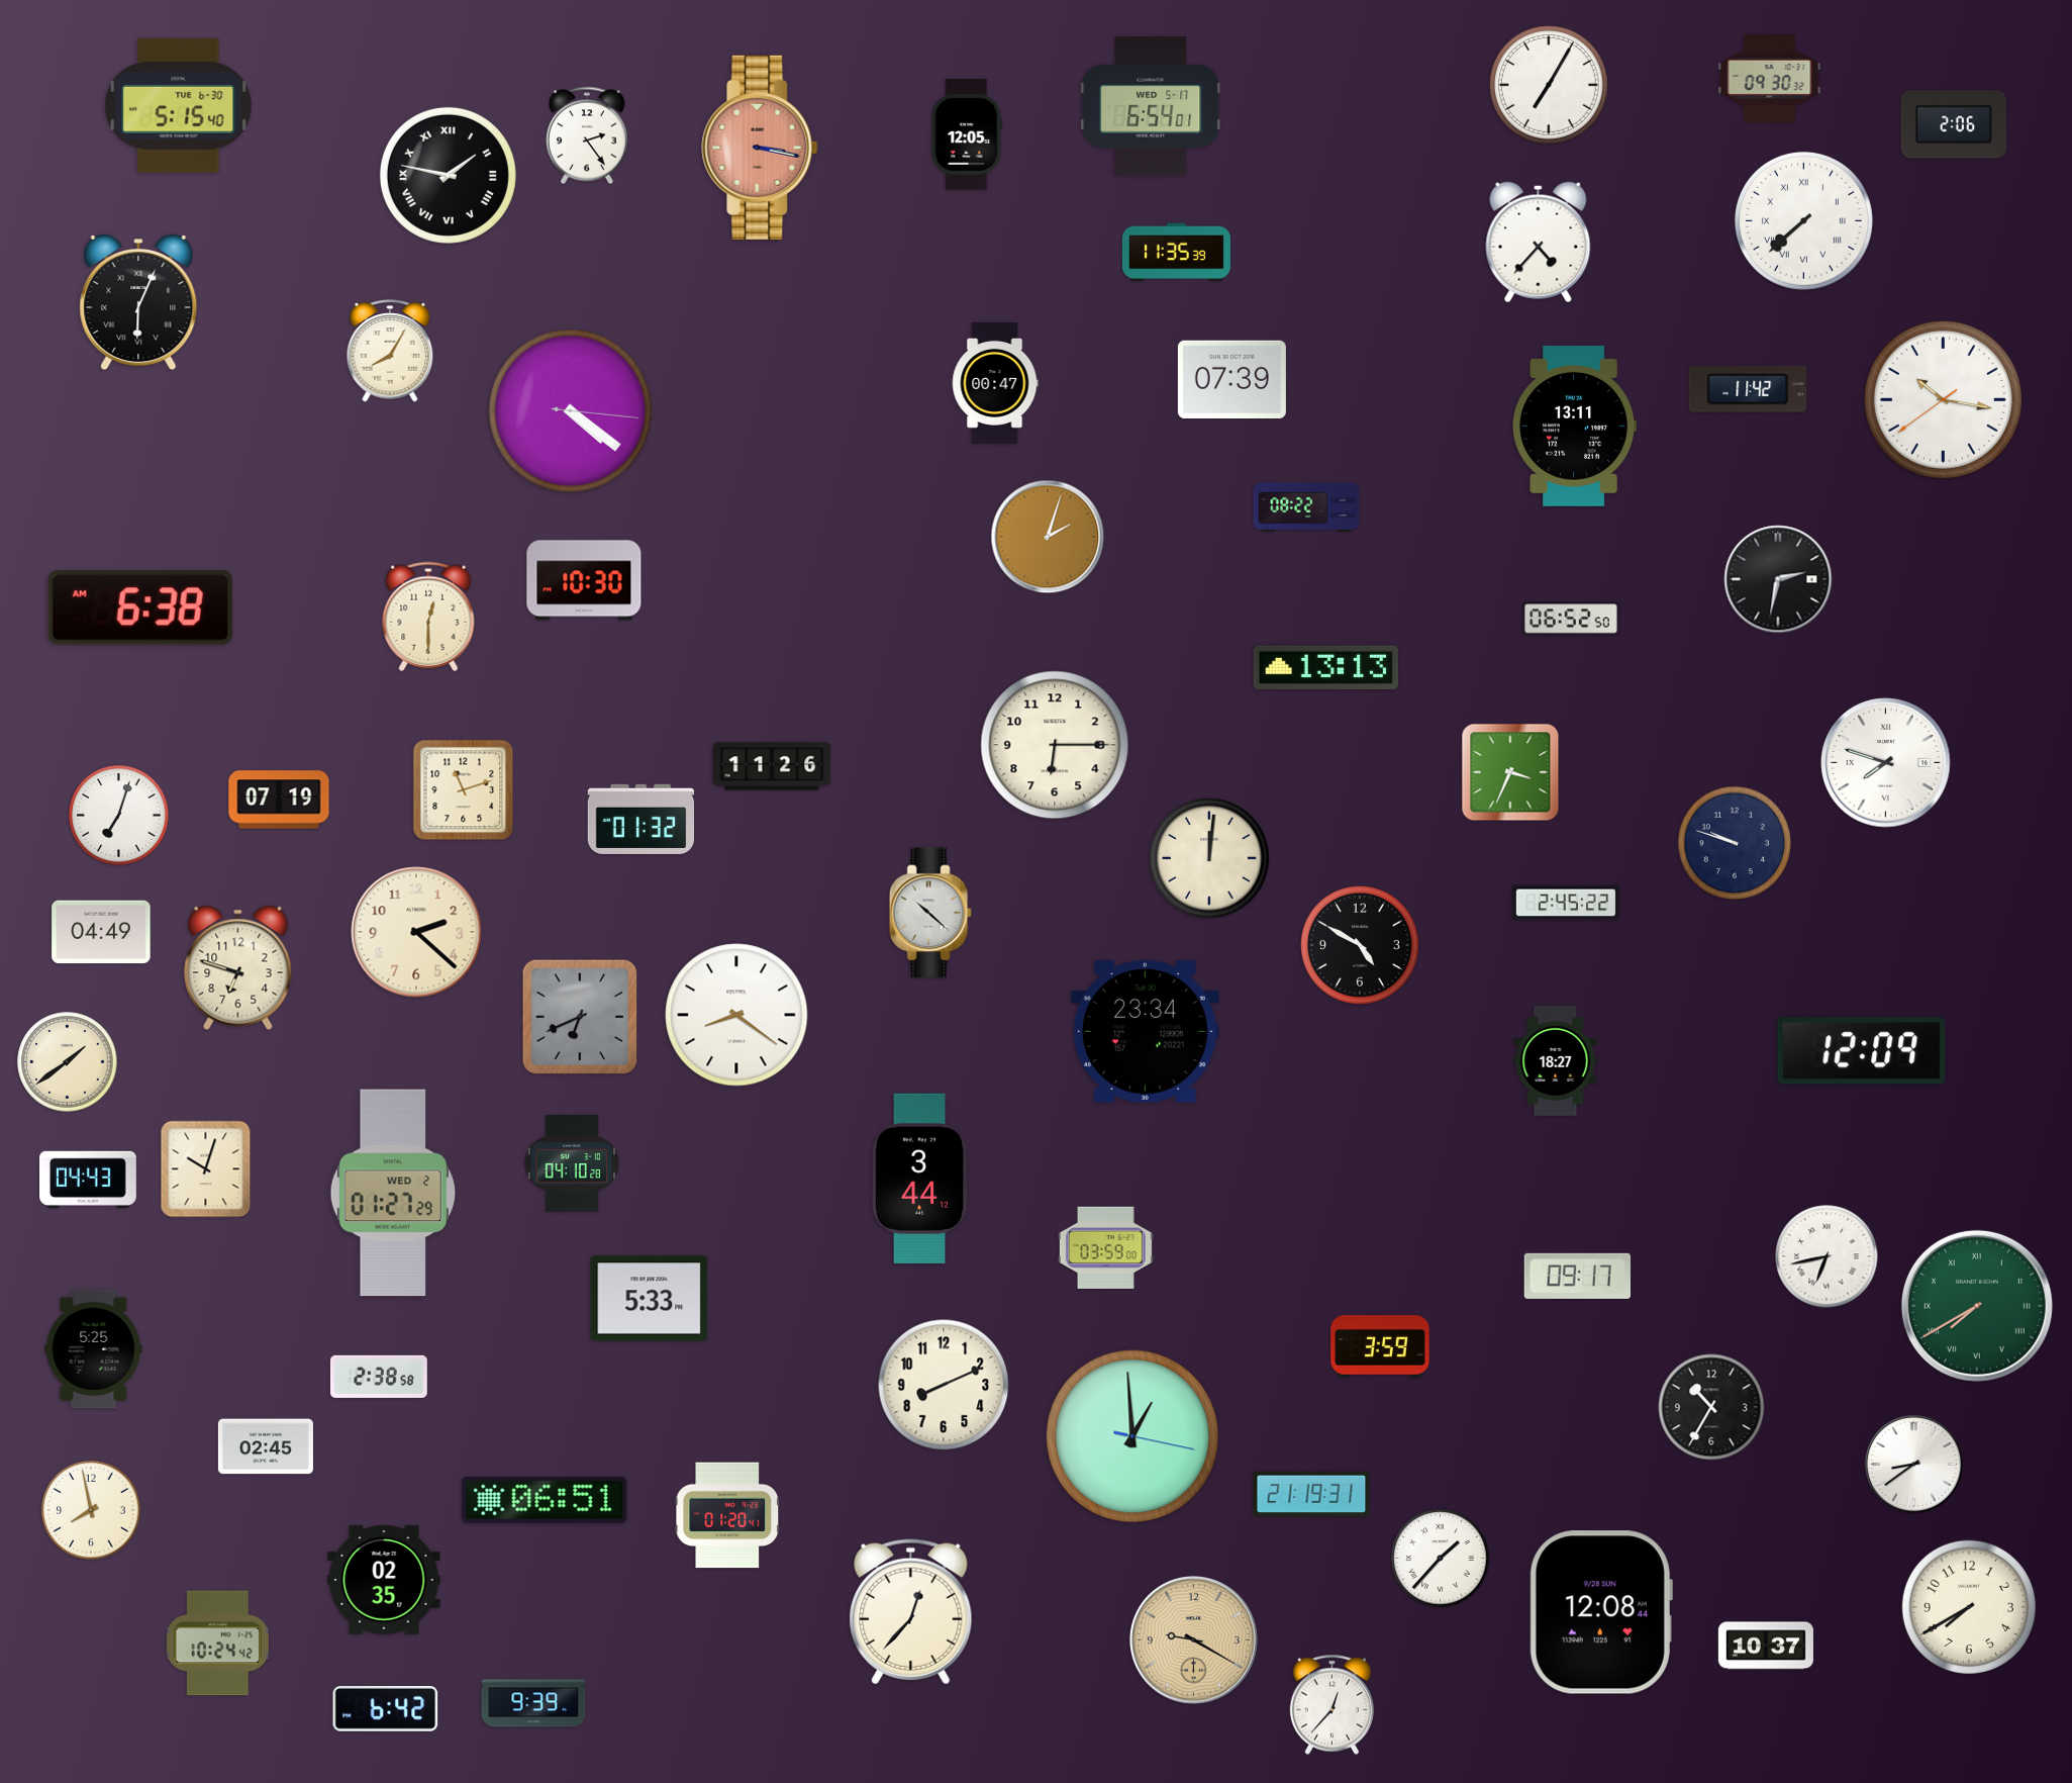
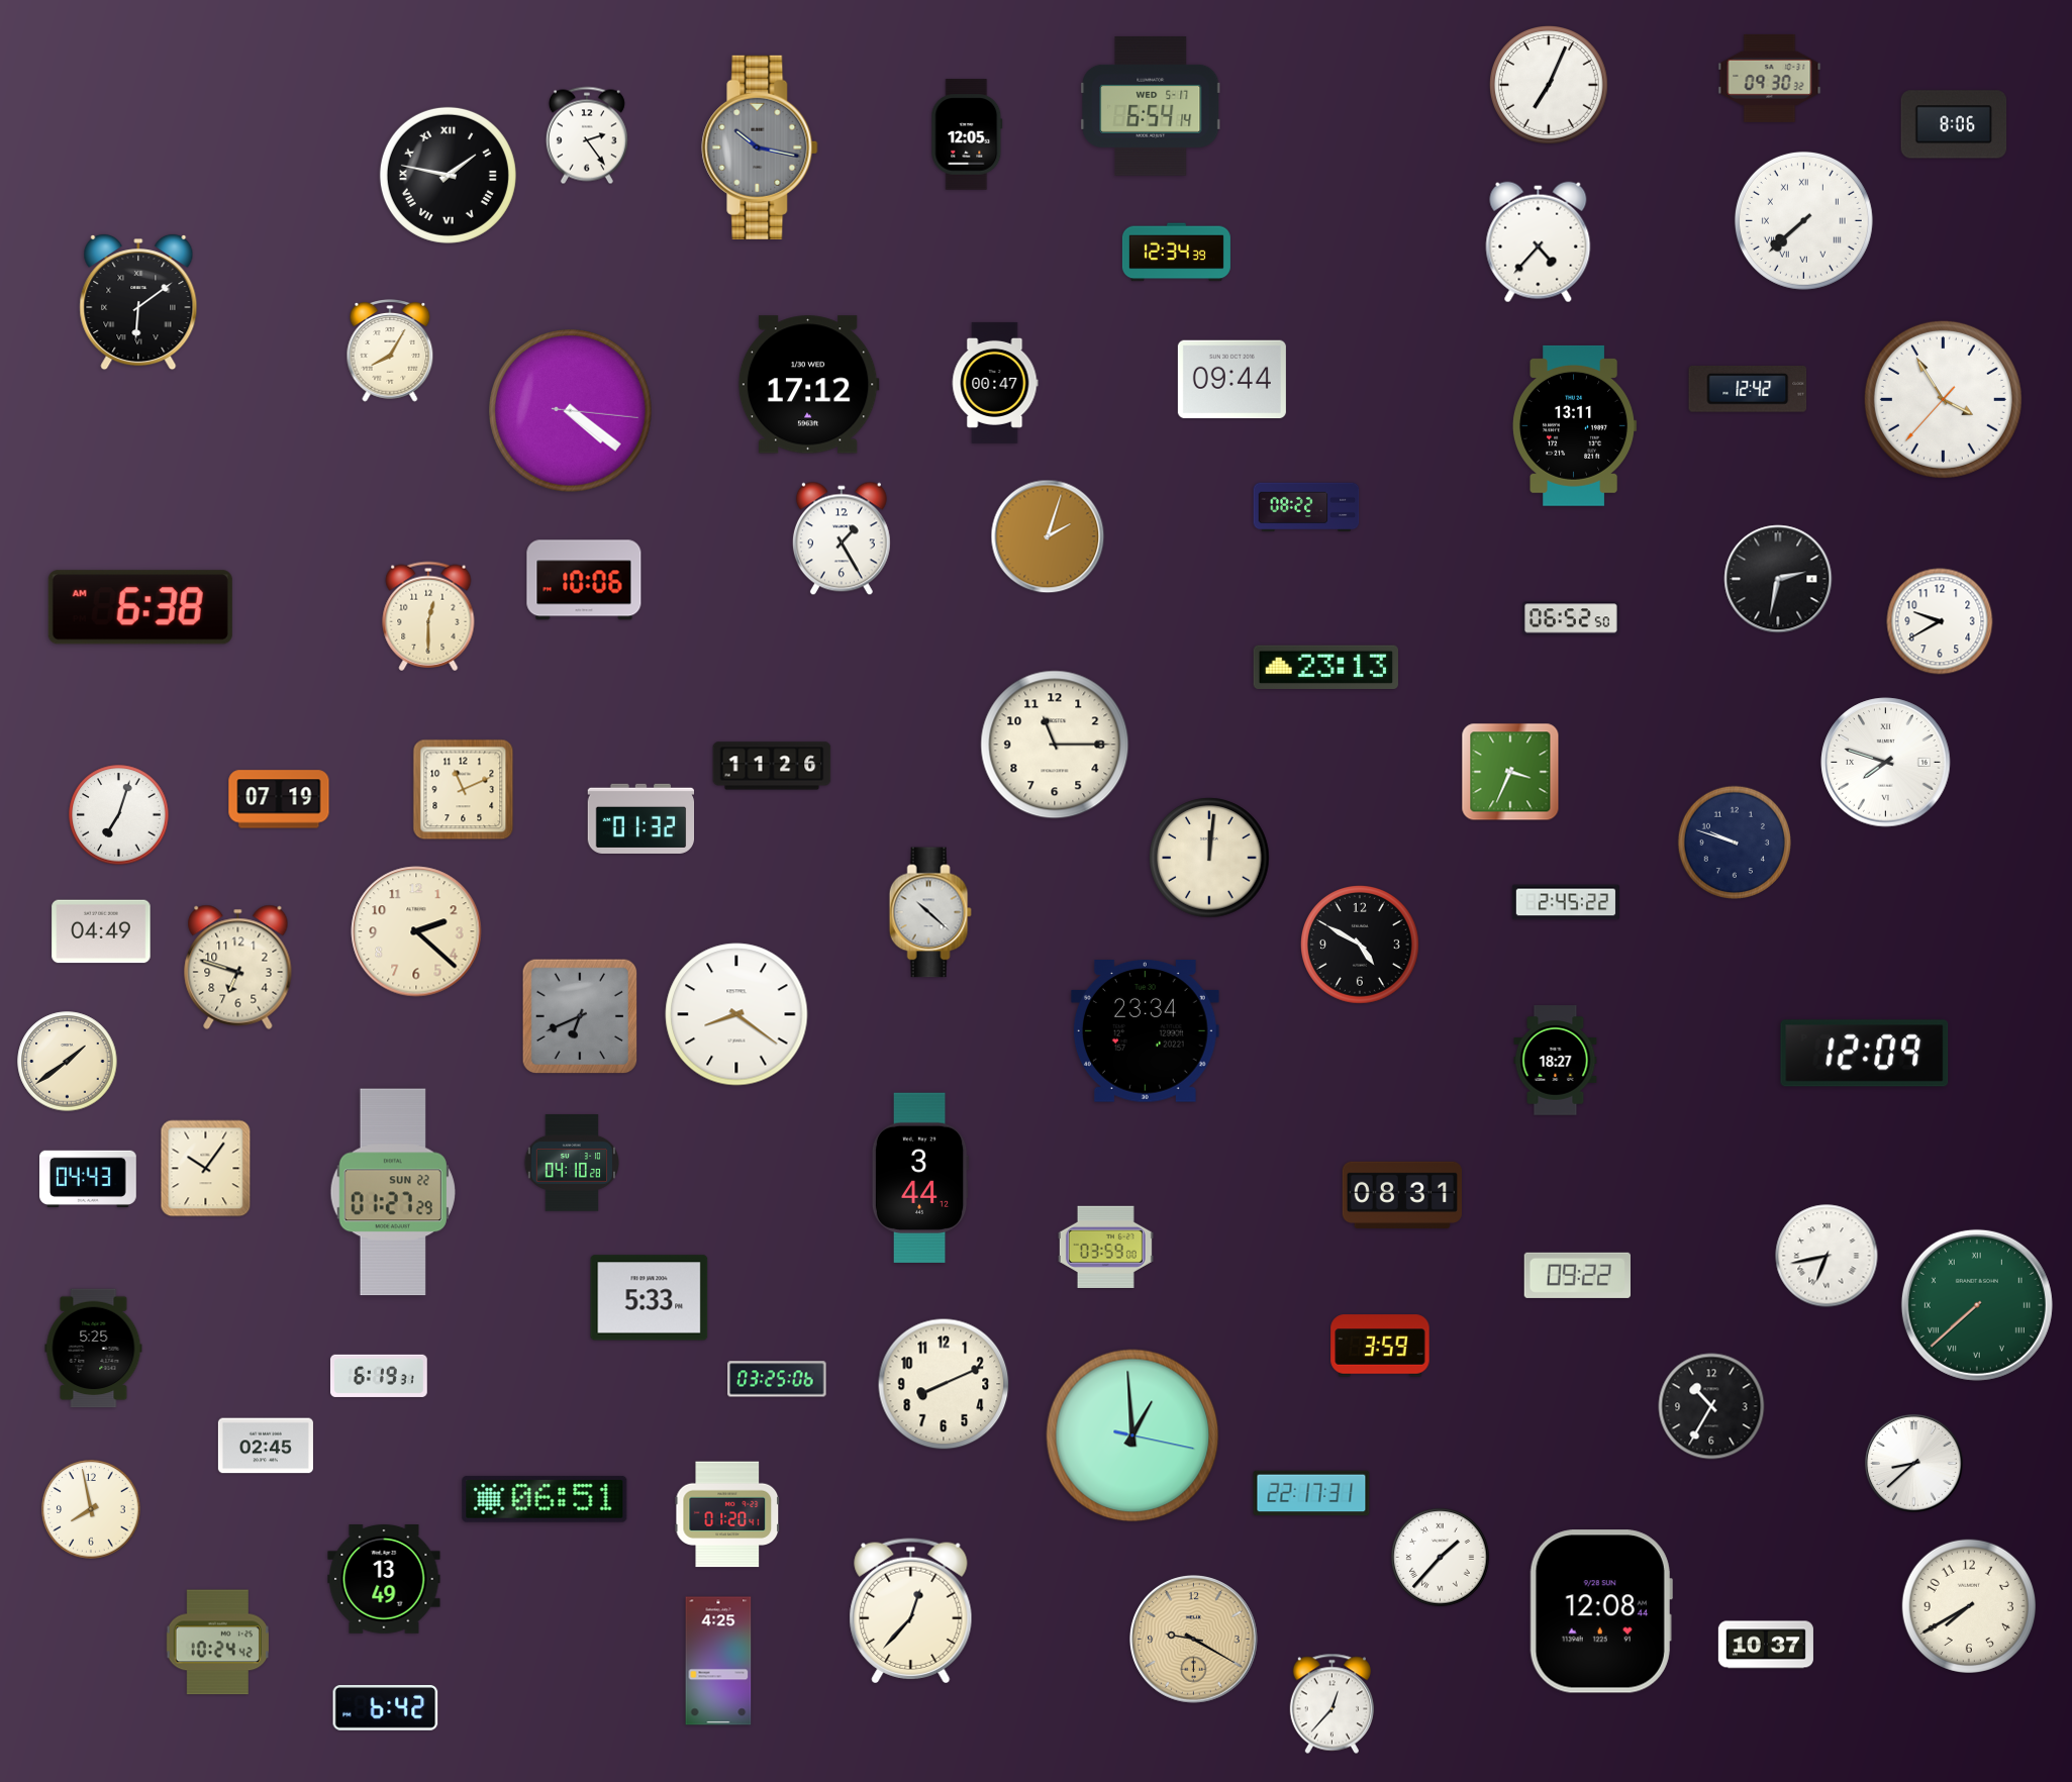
clock at (1550, 86): 7:05 -> 7:04
clock at (179, 106): 5:15 -> none
clock at (1151, 106): 6:54:01 -> 6:54:14
clock at (1954, 124): 2:06 -> 8:06
clock at (760, 148): 3:17 -> 10:17
clock at (760, 148) dial: salmon -> grey
clock at (1176, 253): 11:35 -> 12:34
clock at (138, 302): 6:04 -> 6:09
clock at (1231, 380): 07:39 -> 09:44
clock at (808, 385): none -> 17:12
clock at (1748, 390): 11:42 -> 12:42
clock at (1943, 399): 10:16 -> 3:54
clock at (842, 538): none -> 1:25
clock at (584, 580): 10:30 -> 10:06
clock at (1940, 621): none -> 9:40
clock at (1325, 667): 13:13 -> 23:13
clock at (1055, 745): 6:15 -> 11:15
clock at (464, 790): 11:12 -> 11:11
clock at (1862, 1051) position: (1862, 1051) -> (1865, 1054)
clock at (206, 1169): 10:03 -> 10:06
clock at (393, 1193) date: WED 2 -> SUN 22
clock at (1401, 1195): none -> 08:31
clock at (1577, 1276): 09:17 -> 09:22
clock at (1977, 1306): 7:40 -> 7:38
clock at (379, 1377): 2:38 -> 6:19
clock at (777, 1379): none -> 03:25
clock at (1913, 1464): 8:39 -> 8:38
clock at (1311, 1494): 21:19 -> 22:17
clock at (384, 1581): 02:35 -> 13:49
clock at (718, 1661): none -> 4:25
clock at (533, 1703): 9:39 -> none
